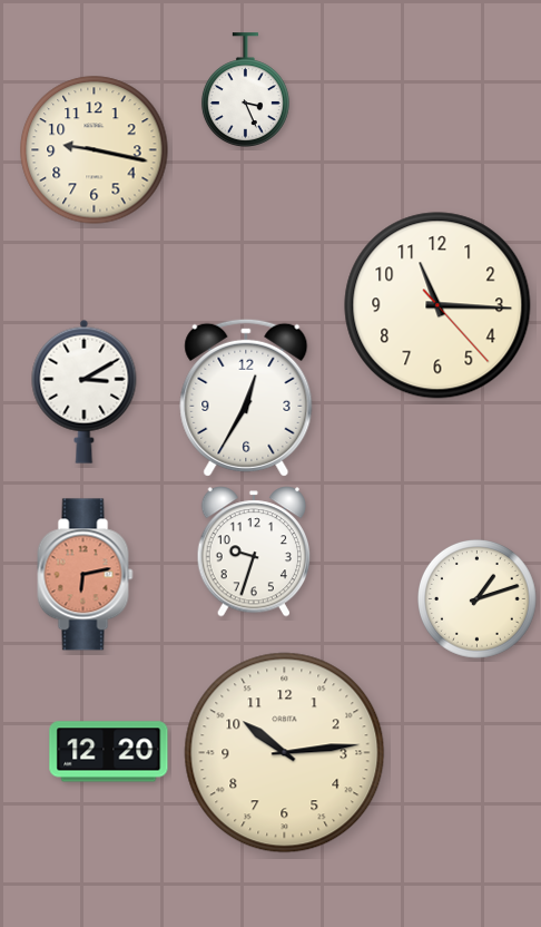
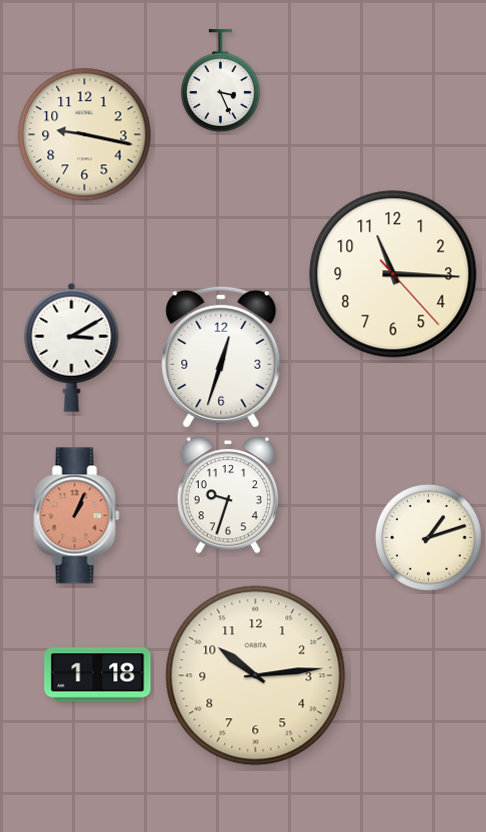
clock at (85, 391) position: (85, 391) -> (72, 347)
clock at (246, 398): 12:35 -> 12:33
clock at (86, 575): 6:13 -> 1:04
clock at (109, 752): 12:20 -> 1:18
